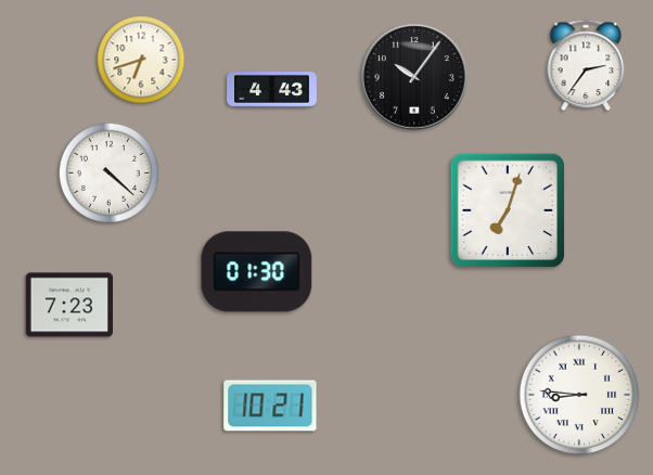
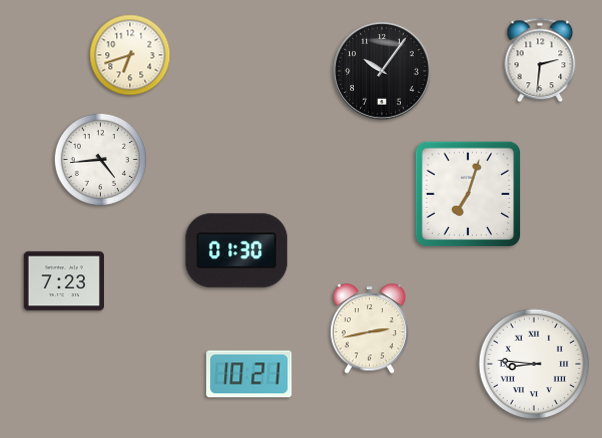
clock at (586, 65): 2:36 -> 2:31
clock at (272, 90): 4:43 -> none
clock at (108, 172): 4:22 -> 4:44
clock at (370, 329): none -> 2:43
